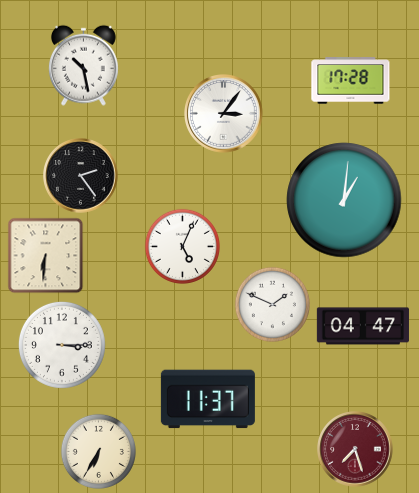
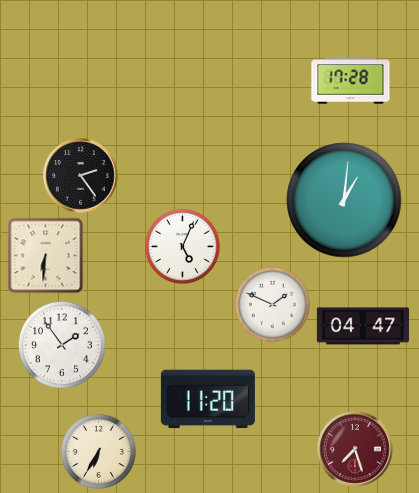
clock at (83, 65): 10:28 -> none
clock at (224, 114): 3:06 -> none
clock at (62, 345): 3:15 -> 1:54
clock at (208, 399): 11:37 -> 11:20
